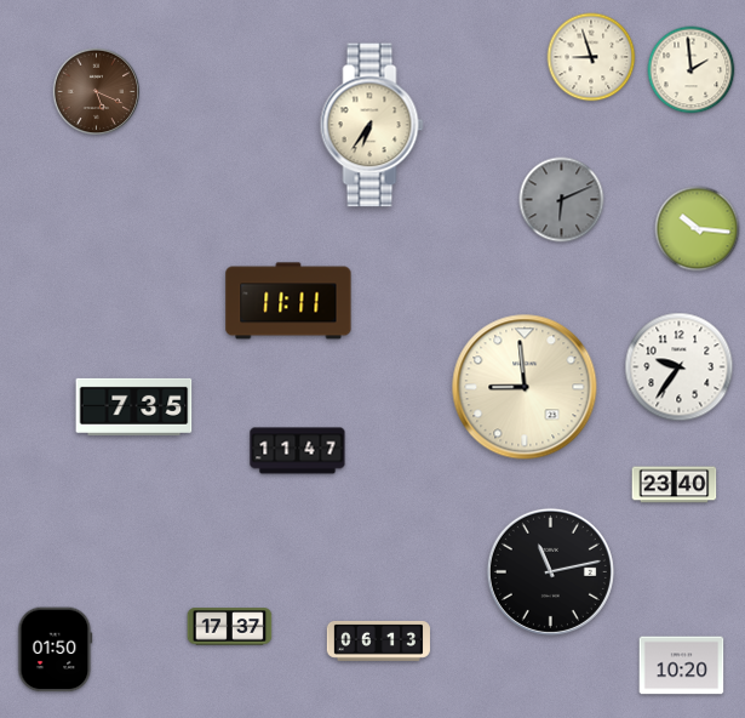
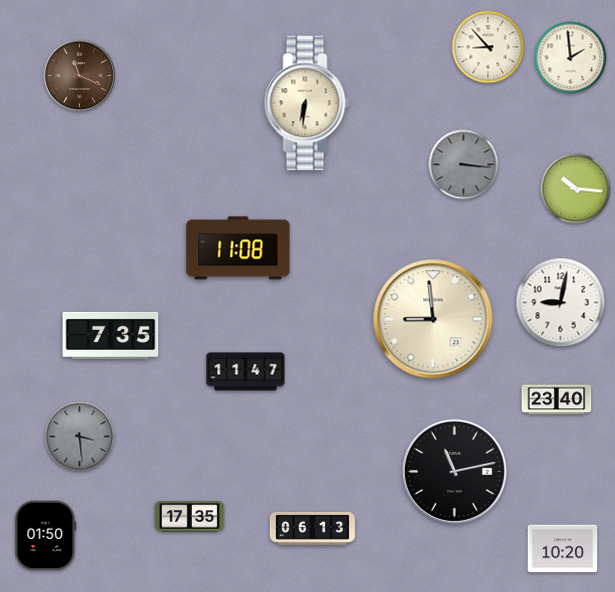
clock at (591, 57): 8:57 -> 8:53
clock at (97, 92): 5:19 -> 11:19
clock at (372, 125): 6:36 -> 6:31
clock at (562, 200): 6:11 -> 3:16
clock at (288, 301): 11:11 -> 11:08
clock at (680, 367): 9:36 -> 9:02
clock at (80, 437): none -> 3:29
clock at (230, 627): 17:37 -> 17:35
